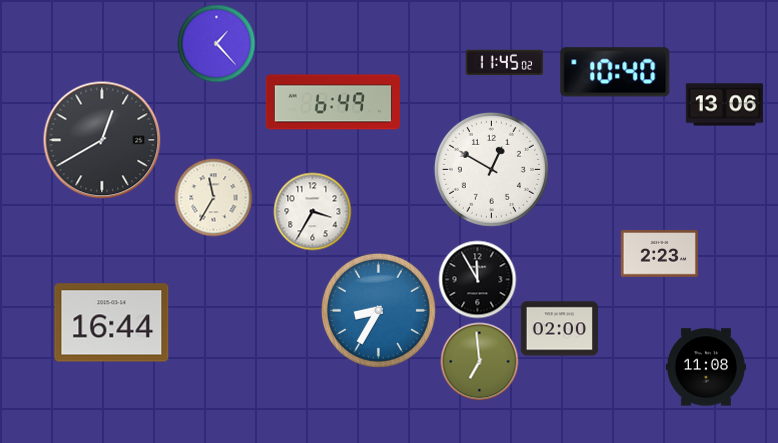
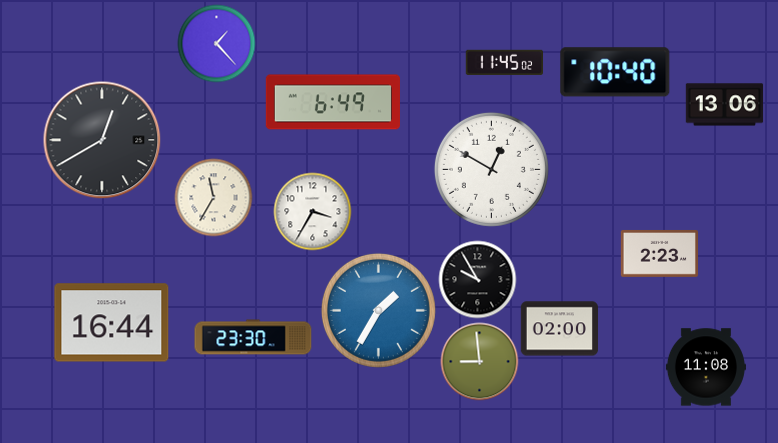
clock at (477, 279): 11:55 -> 9:55
clock at (378, 310): 8:35 -> 1:35
clock at (253, 337): none -> 23:30
clock at (479, 361): 6:59 -> 8:59
